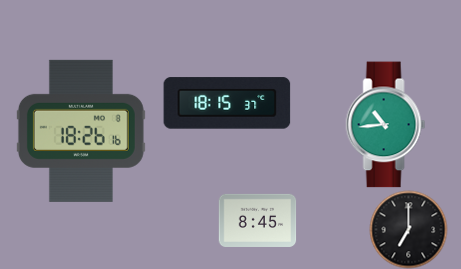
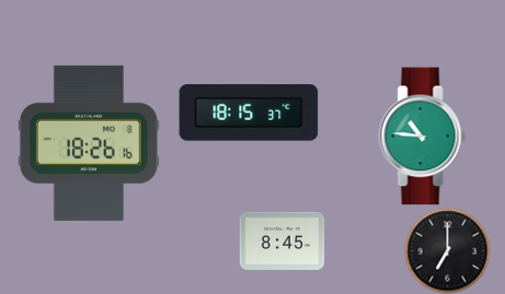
clock at (386, 125): 10:44 -> 10:46
